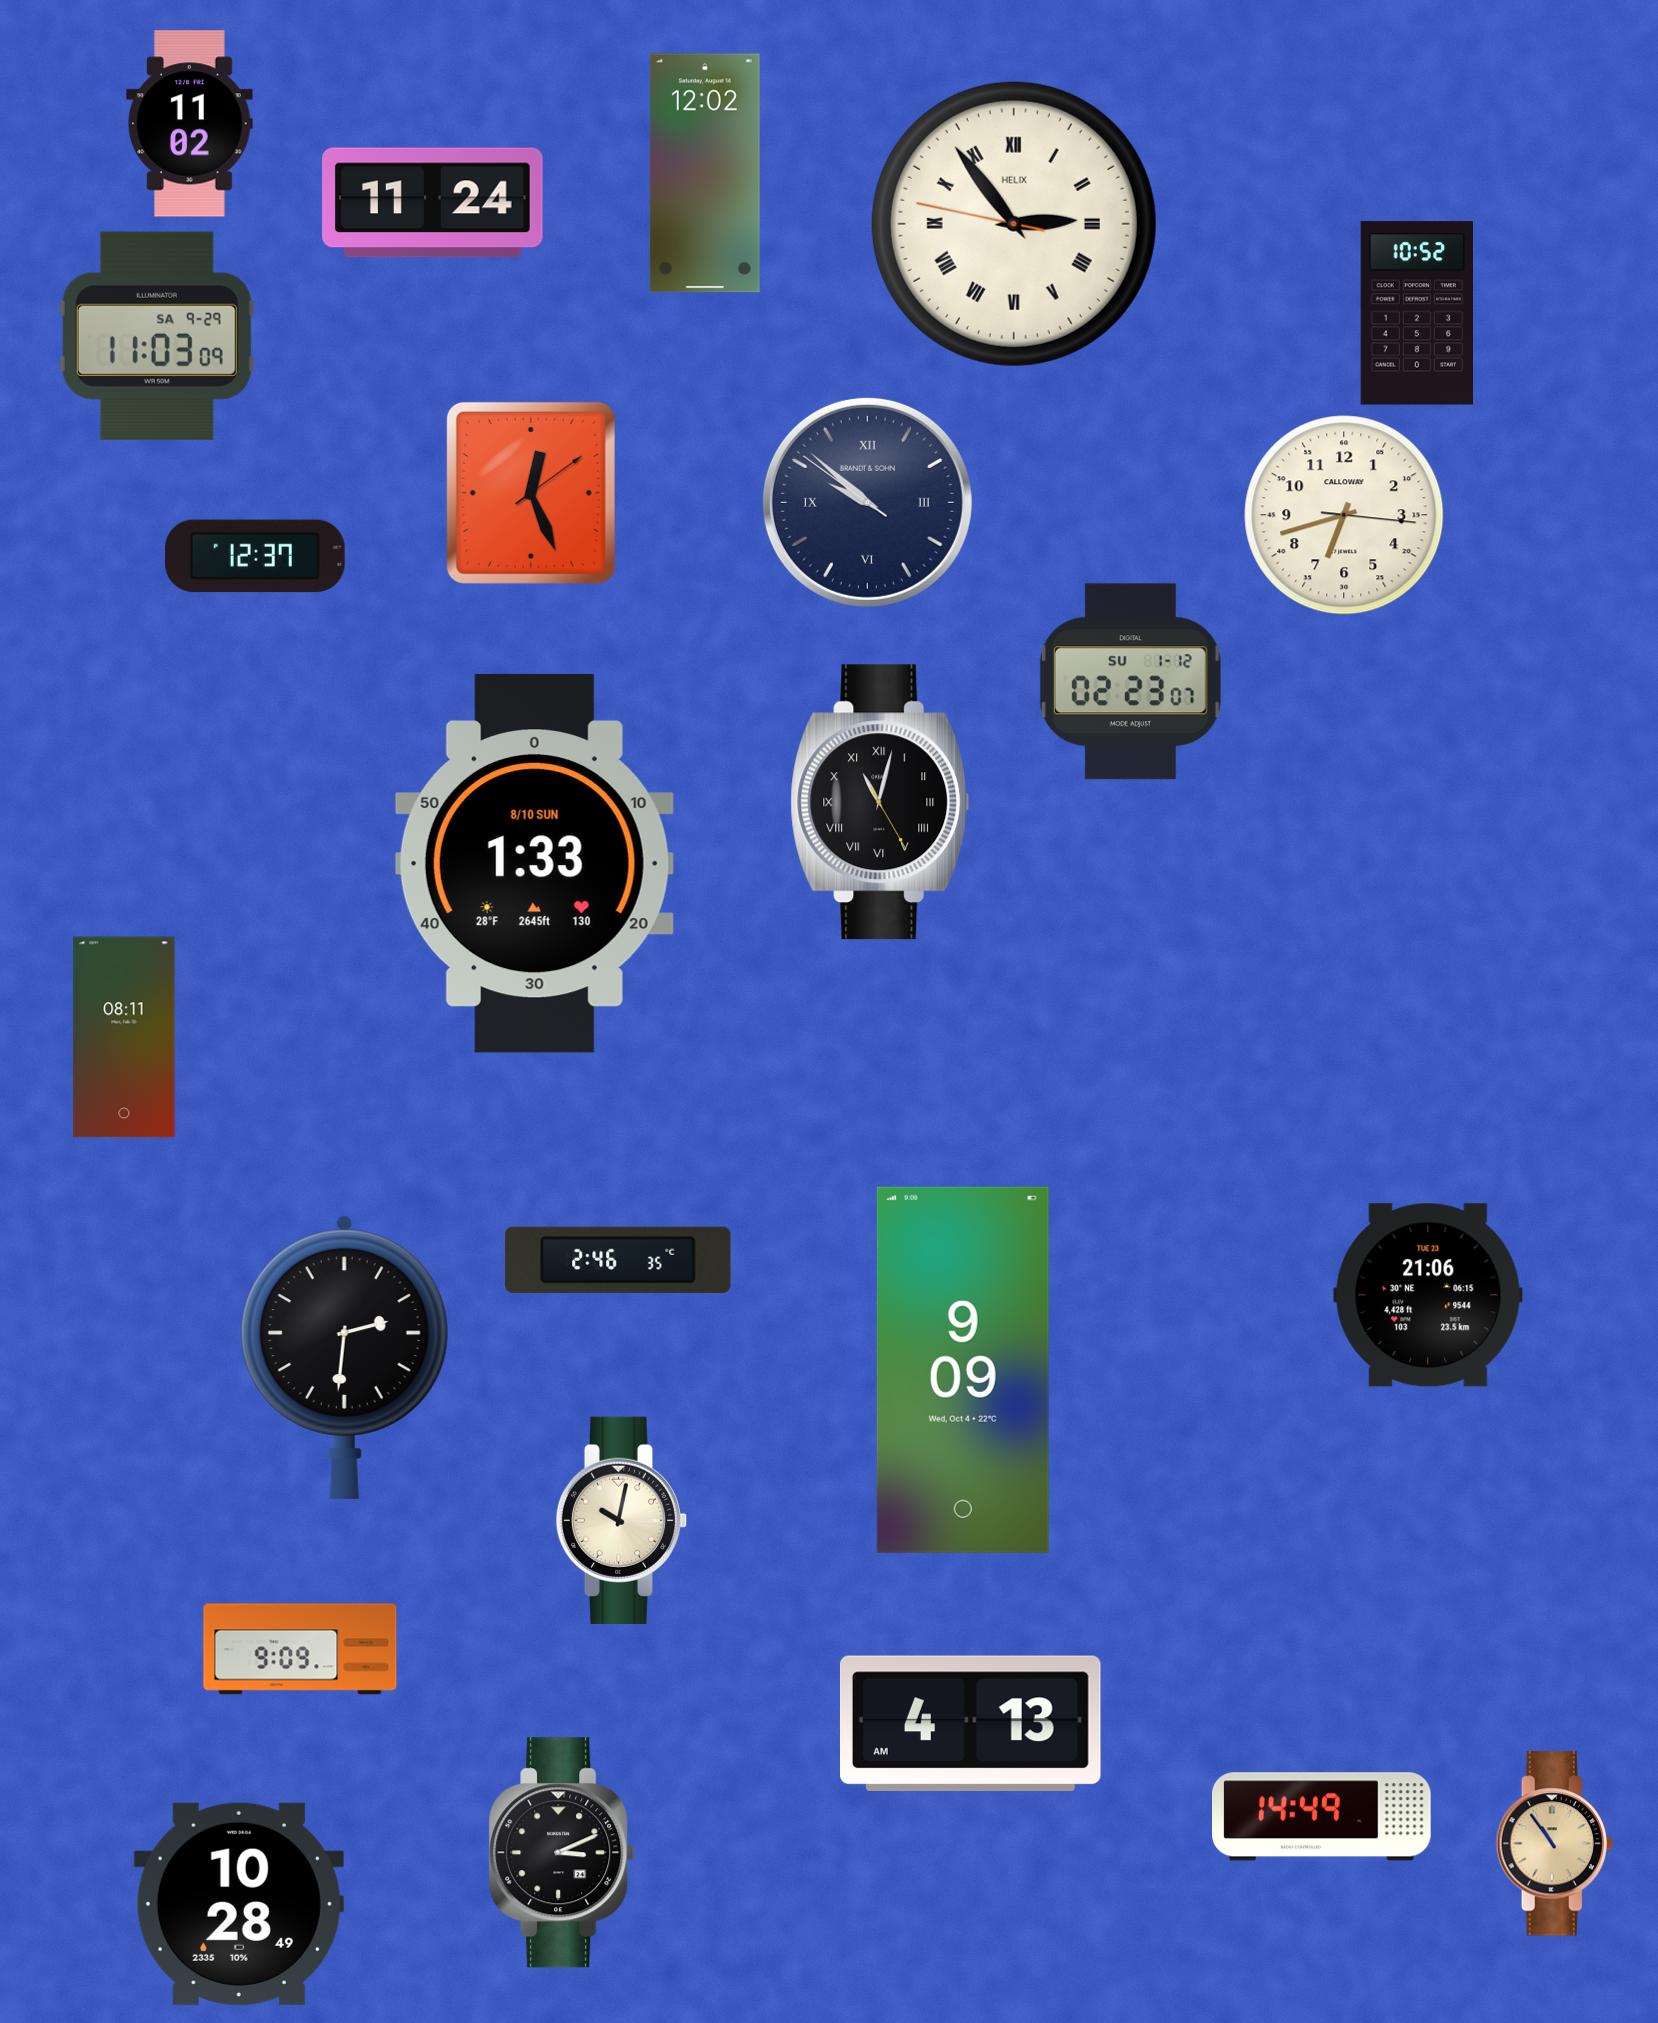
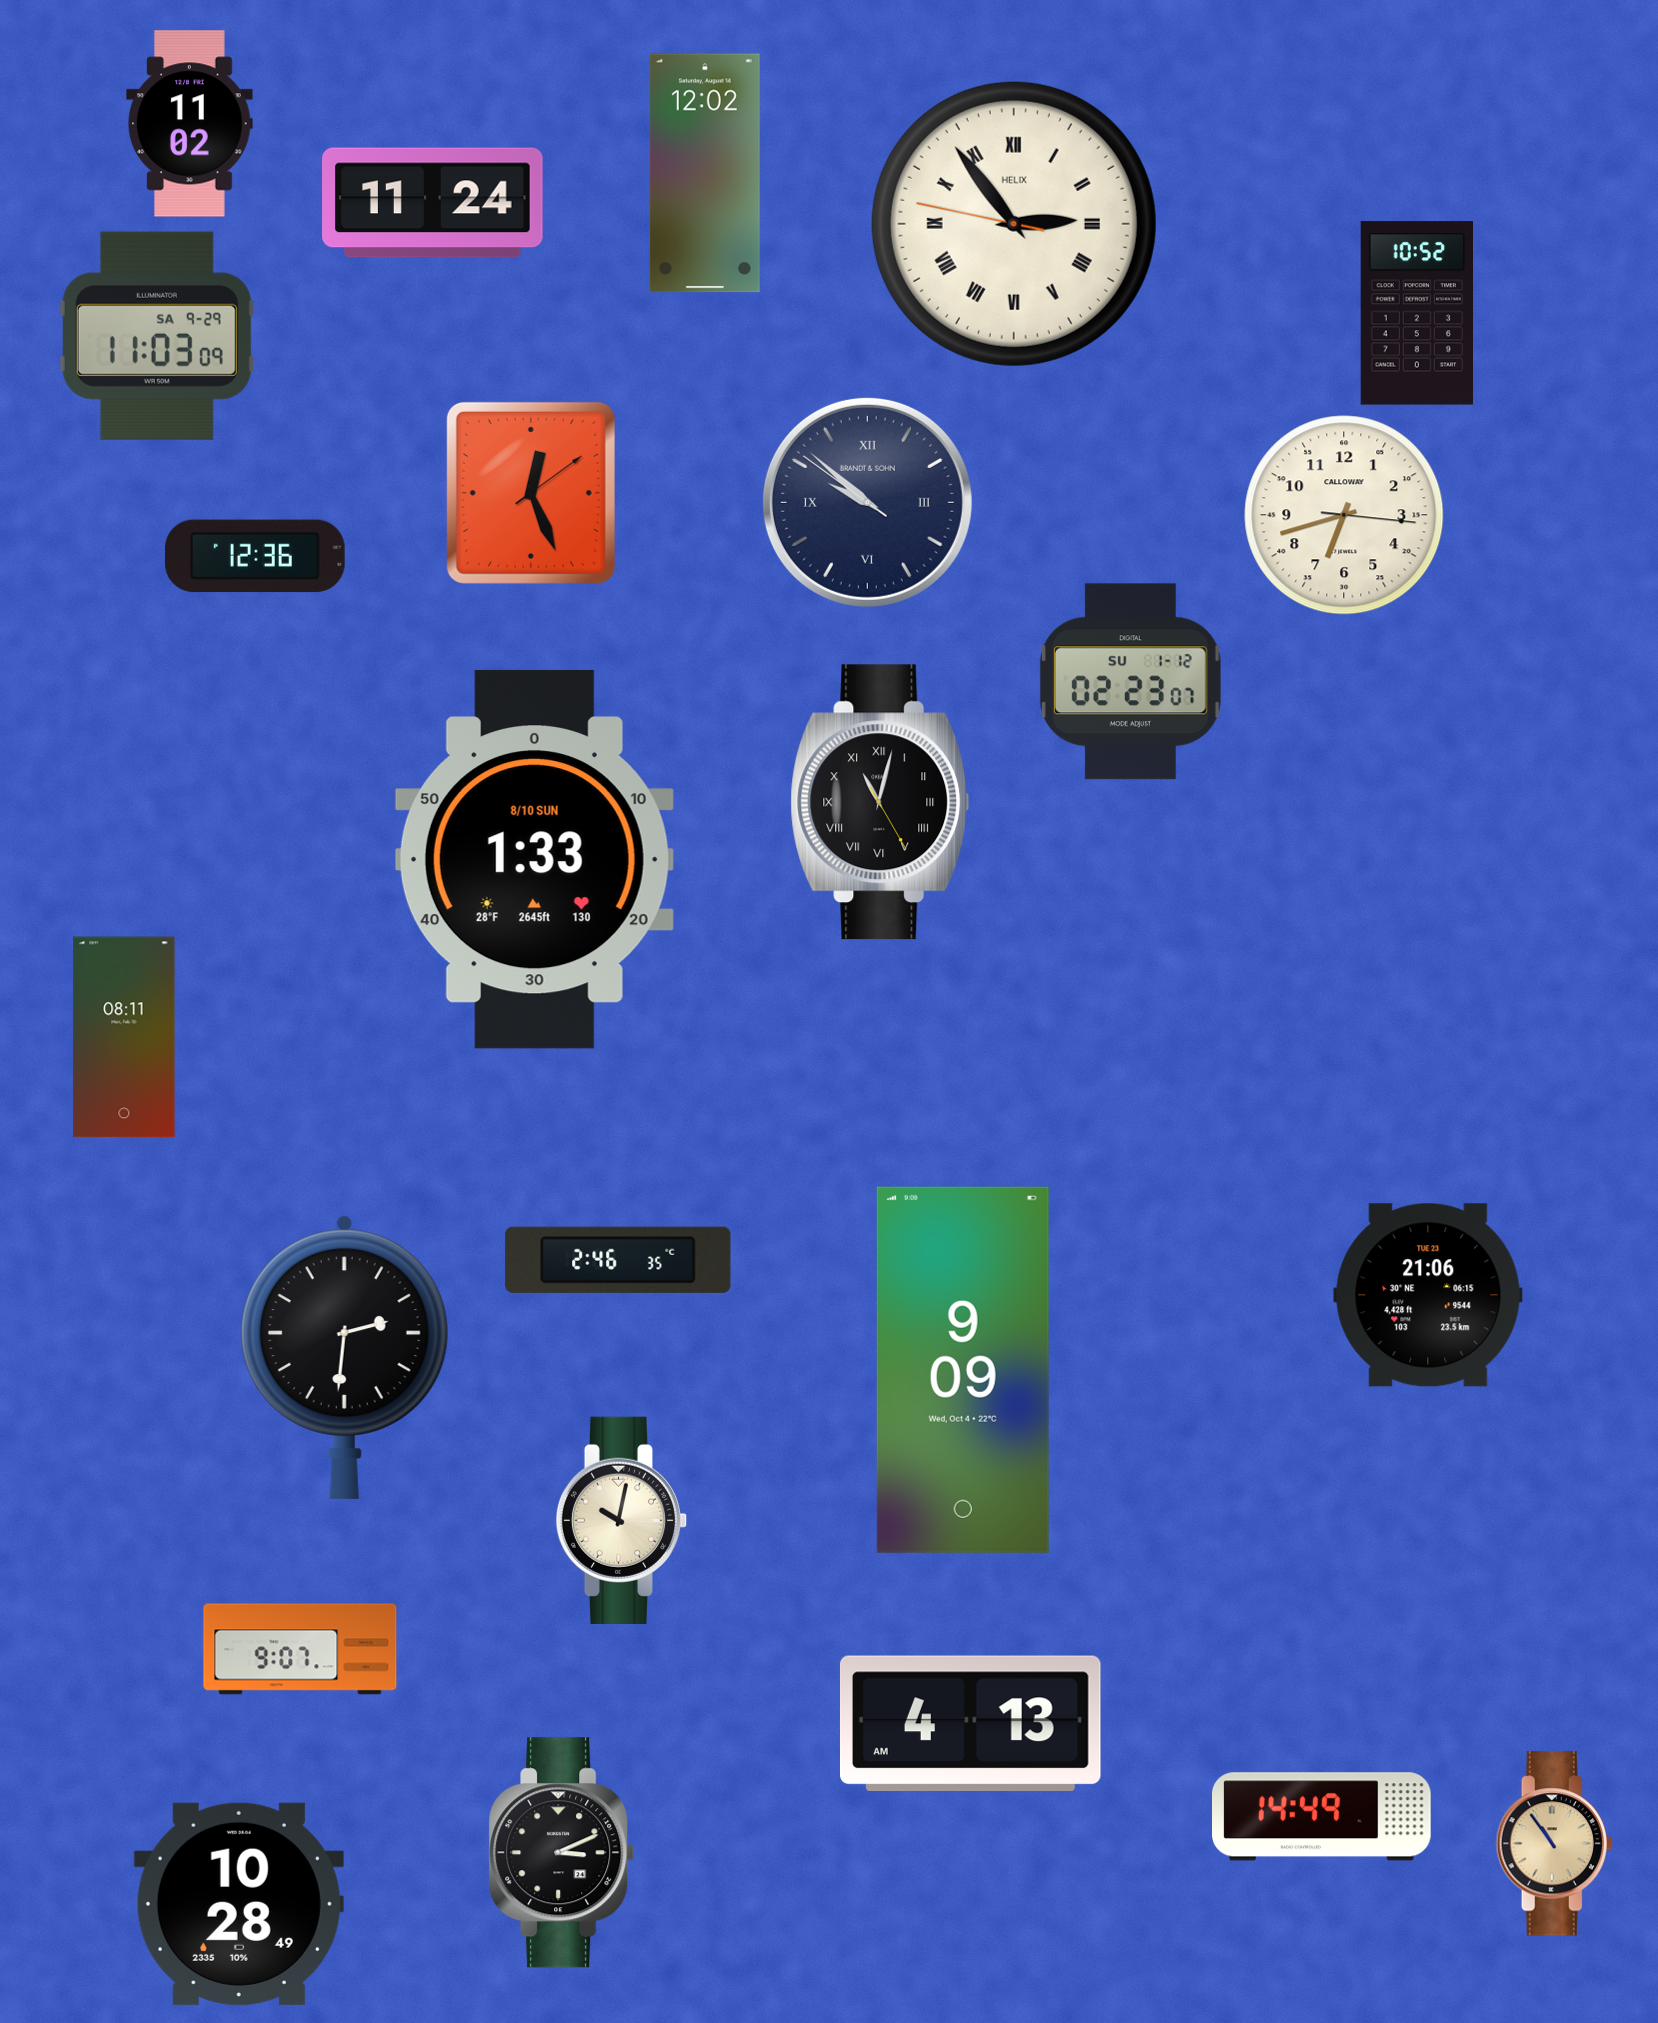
clock at (255, 556): 12:37 -> 12:36
clock at (534, 863) position: (534, 863) -> (534, 859)
clock at (300, 1649): 9:09 -> 9:07
